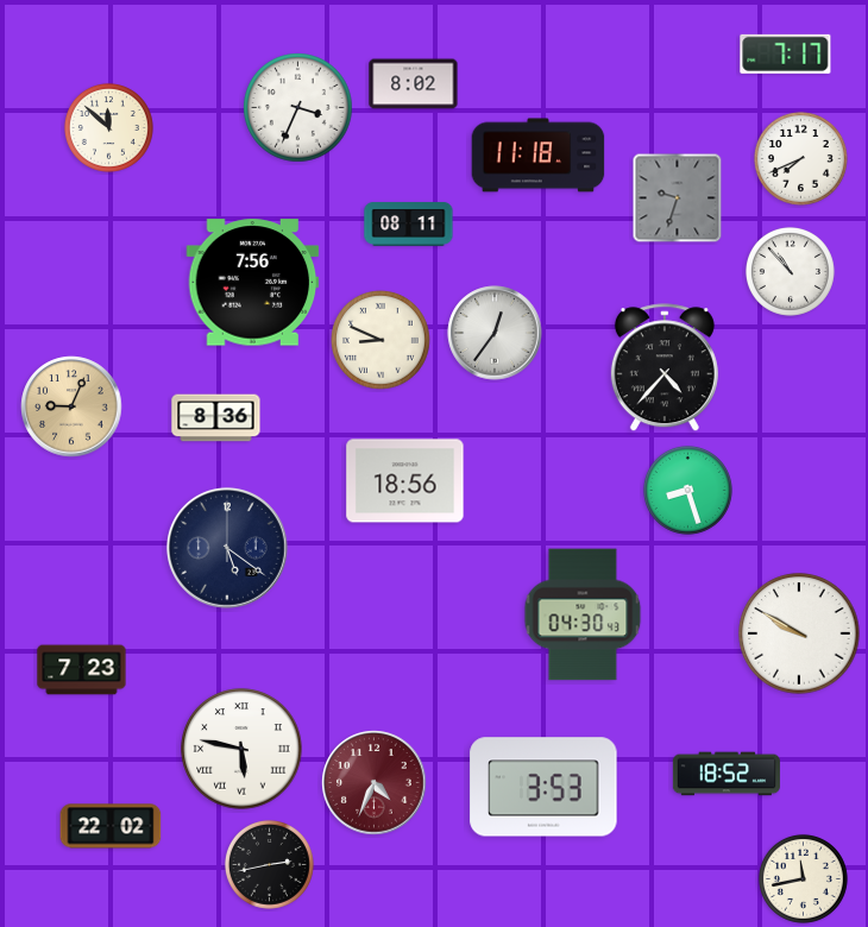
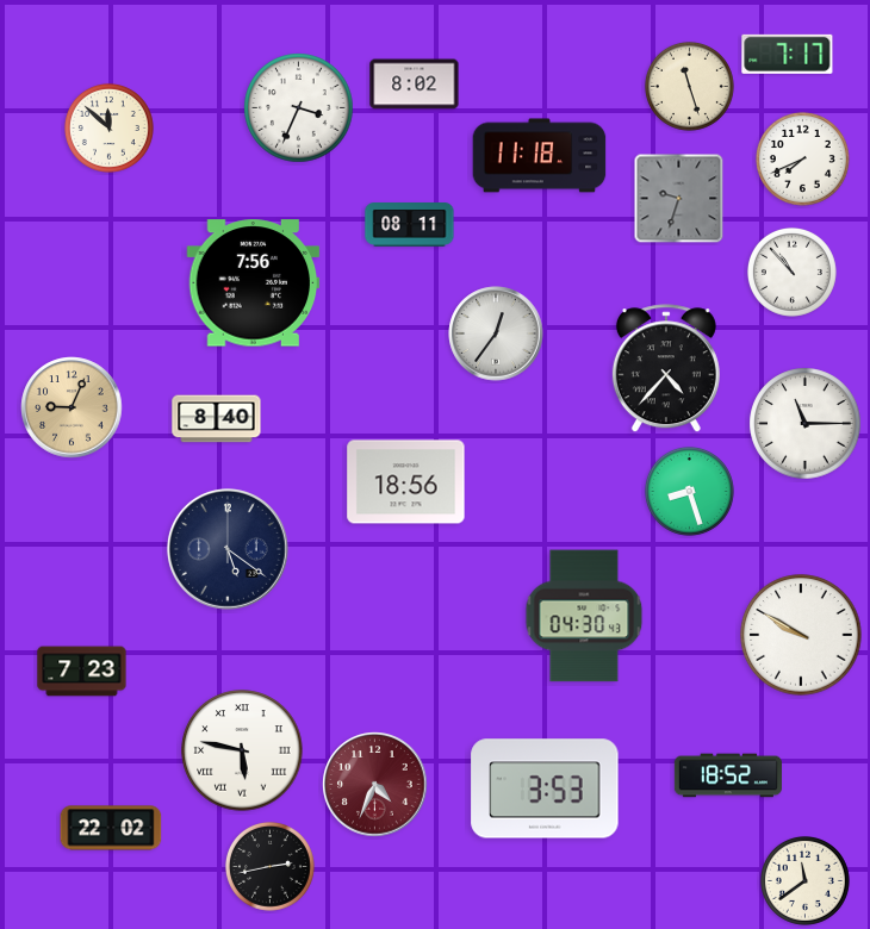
clock at (689, 86): none -> 11:27
clock at (382, 341): 8:49 -> none
clock at (216, 418): 8:36 -> 8:40
clock at (806, 424): none -> 11:15
clock at (803, 878): 11:43 -> 11:39
